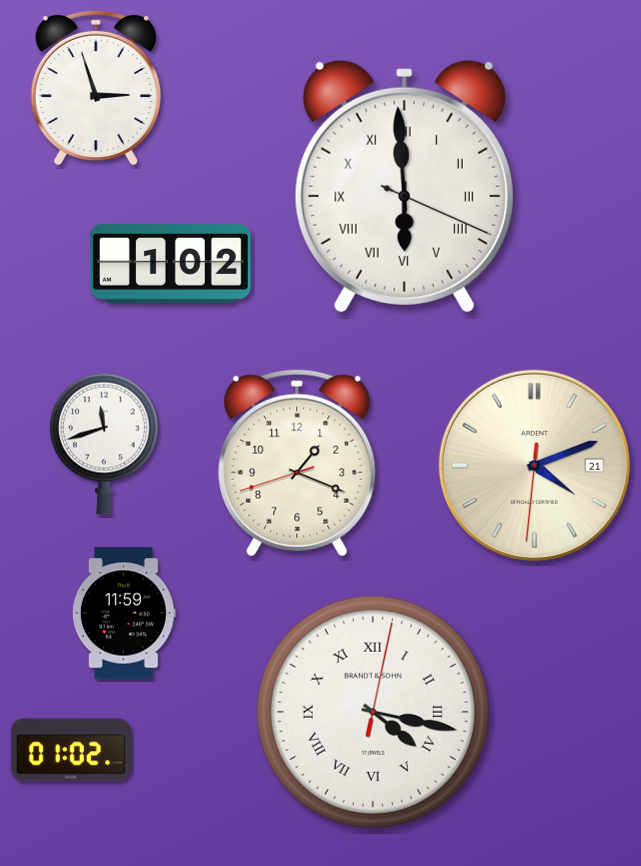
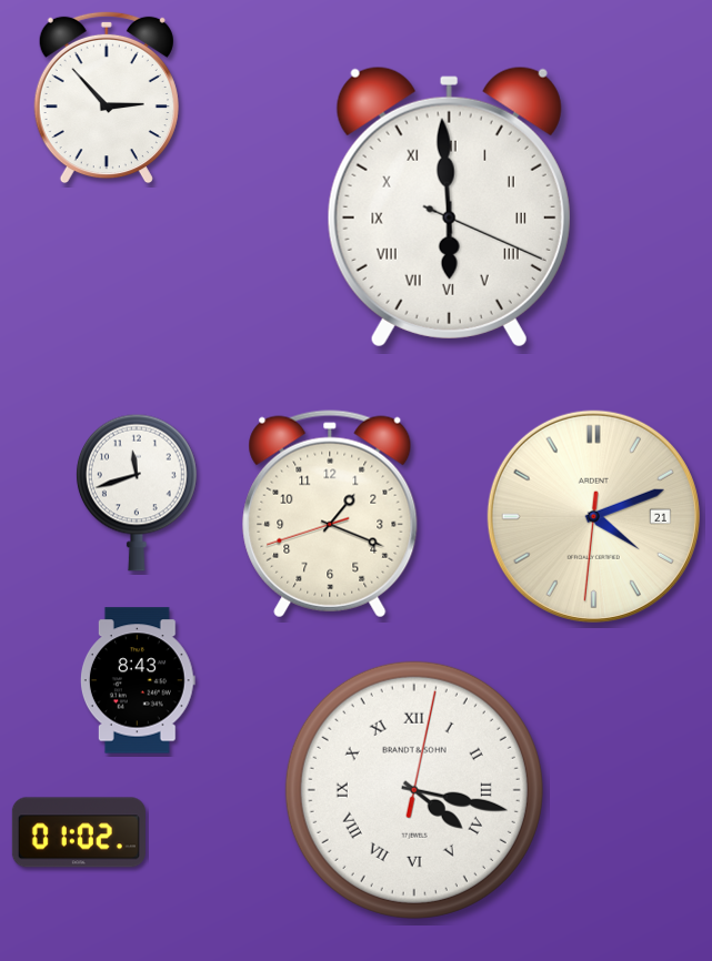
clock at (96, 88): 2:57 -> 2:53
clock at (170, 264): 1:02 -> none
clock at (104, 444) position: (104, 444) -> (137, 493)
clock at (124, 613): 11:59 -> 8:43
